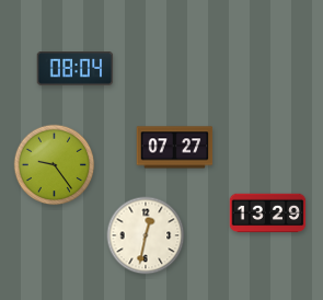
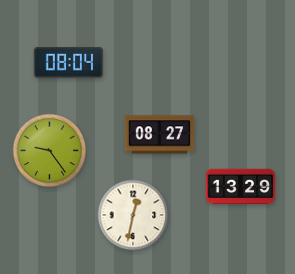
clock at (175, 148): 07:27 -> 08:27
clock at (268, 214) position: (268, 214) -> (241, 187)
